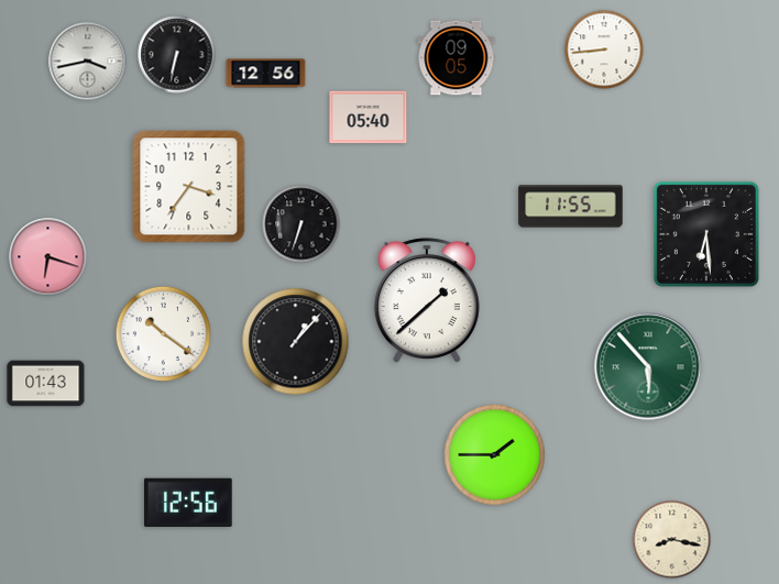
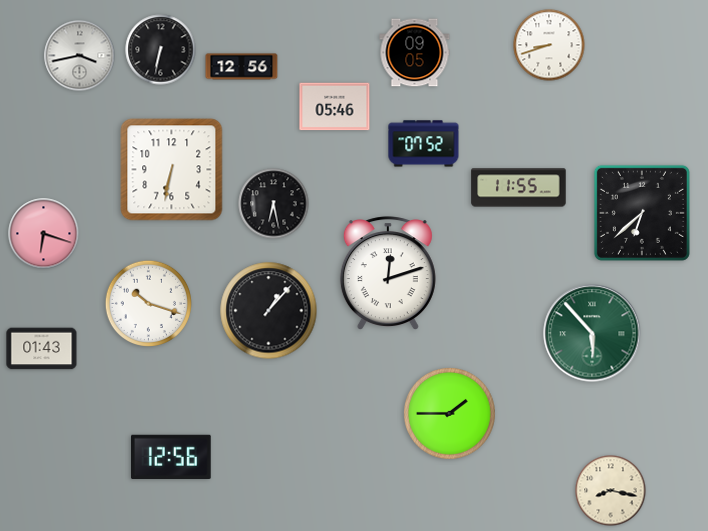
clock at (604, 49): 8:44 -> 8:42
clock at (369, 118): 05:40 -> 05:46
clock at (424, 144): none -> 07:52
clock at (189, 187): 3:36 -> 6:32
clock at (301, 224): 6:33 -> 6:28
clock at (706, 234): 6:29 -> 6:38
clock at (427, 300): 1:38 -> 12:12
clock at (163, 333): 10:21 -> 10:18
clock at (648, 366) position: (648, 366) -> (592, 333)
